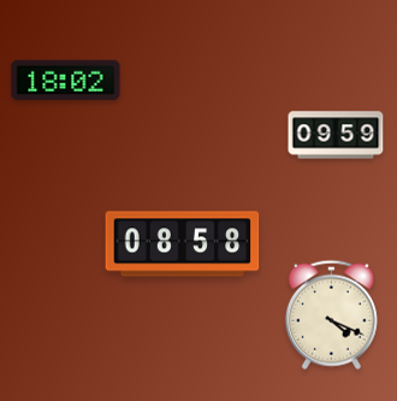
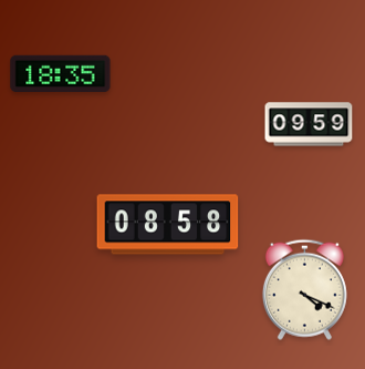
clock at (66, 79): 18:02 -> 18:35
